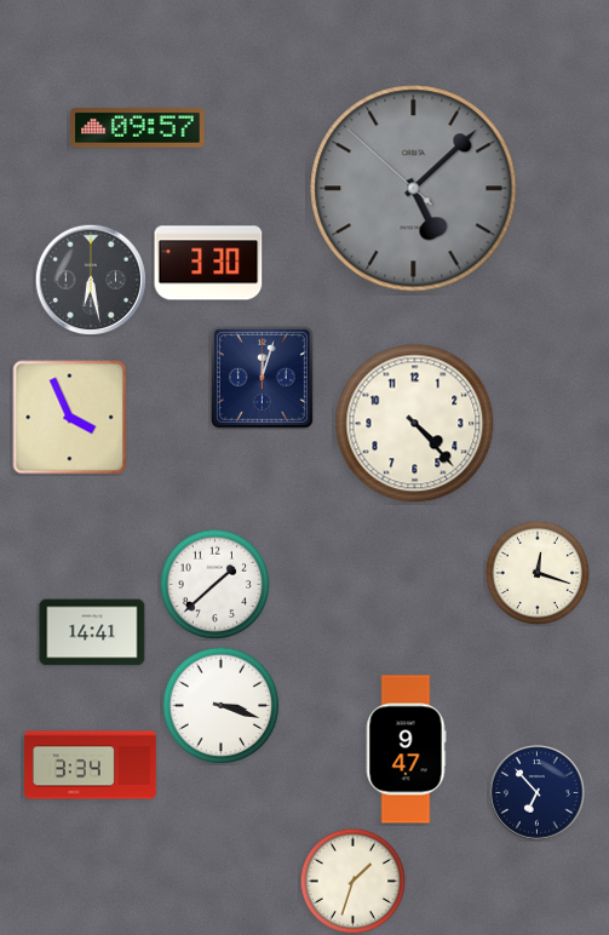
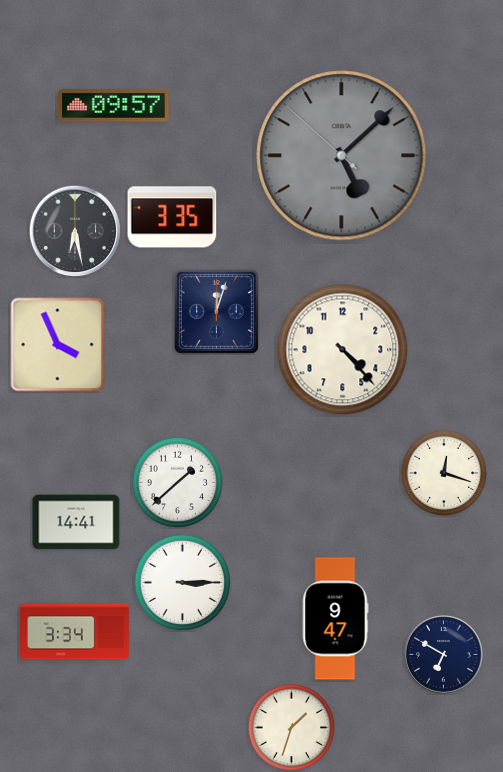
clock at (208, 263): 3:30 -> 3:35
clock at (220, 705): 3:18 -> 3:15
clock at (538, 793): 6:53 -> 6:50
